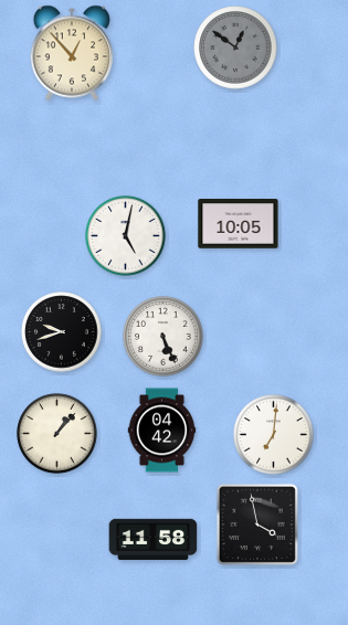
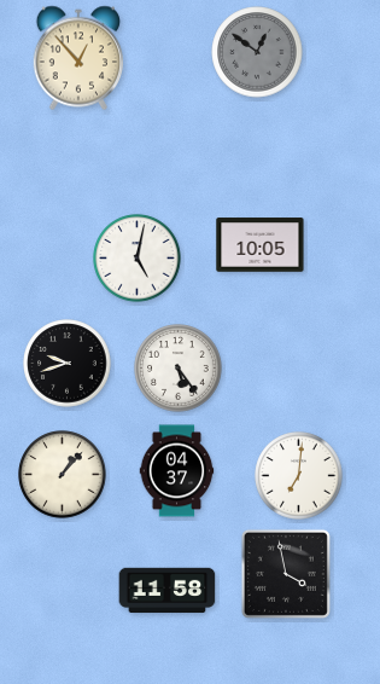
clock at (164, 337): 5:26 -> 5:24
clock at (162, 431): 04:42 -> 04:37
clock at (257, 525) position: (257, 525) -> (286, 574)
